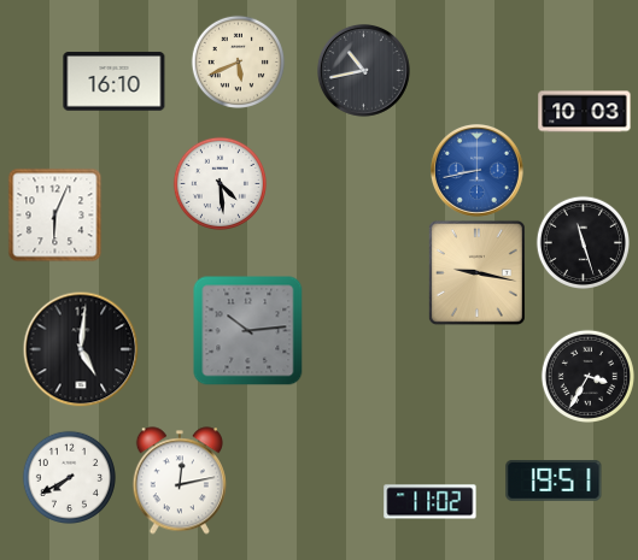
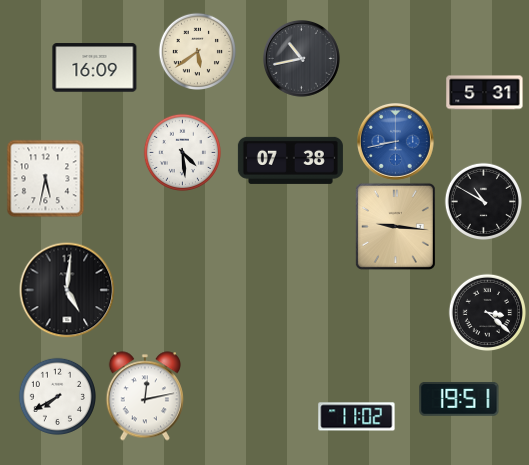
clock at (238, 61): 5:41 -> 5:39
clock at (115, 82): 16:10 -> 16:09
clock at (585, 112): 10:03 -> 5:31
clock at (290, 160): none -> 07:38
clock at (54, 214): 6:04 -> 5:32
clock at (583, 242): 11:27 -> 10:50
clock at (476, 272): 9:17 -> 9:16
clock at (248, 331): 10:14 -> none
clock at (587, 376): 3:35 -> 3:22
clock at (180, 481) position: (180, 481) -> (145, 396)
